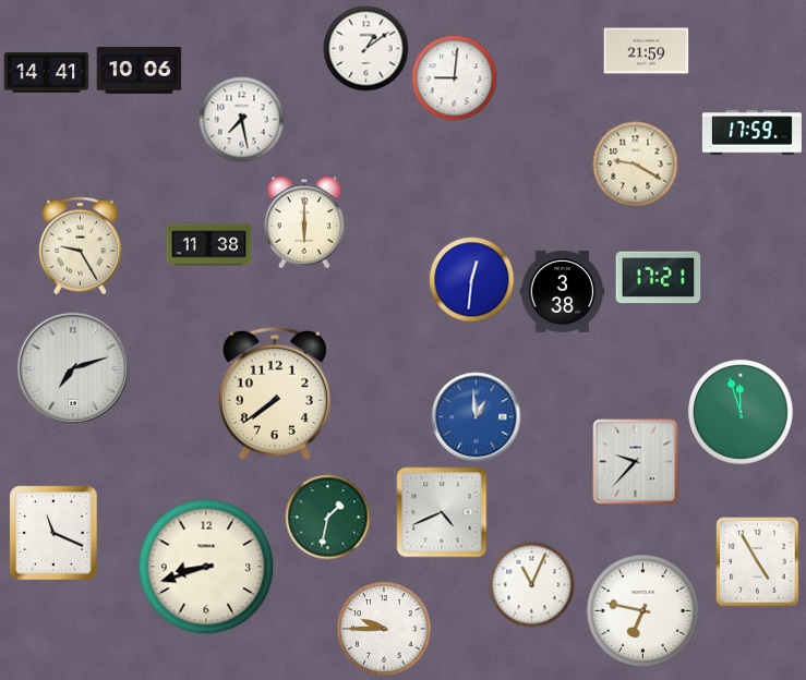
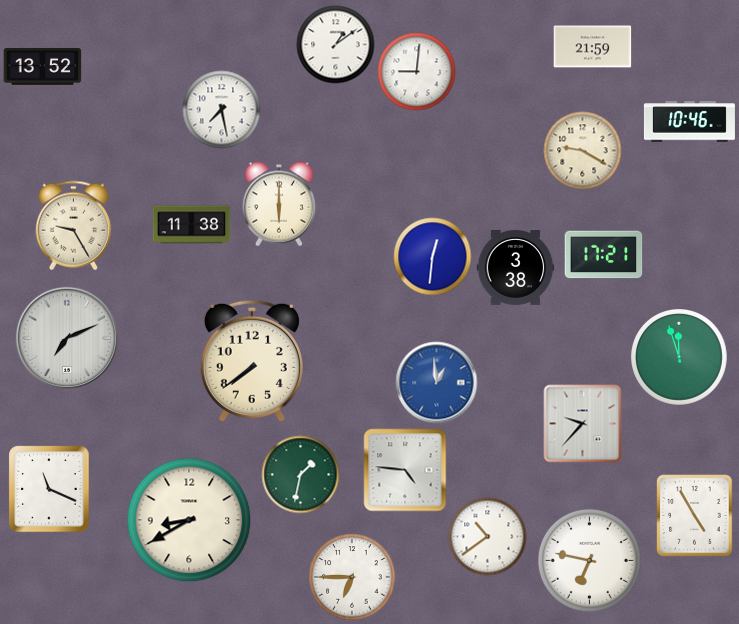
clock at (139, 71): 10:06 -> none
clock at (46, 73): 14:41 -> 13:52
clock at (751, 133): 17:59 -> 10:46
clock at (72, 367): 7:12 -> 7:11
clock at (741, 412) position: (741, 412) -> (679, 357)
clock at (442, 512): 4:41 -> 4:46
clock at (206, 567): 8:42 -> 8:40
clock at (531, 584): 11:04 -> 10:39
clock at (384, 629): 9:45 -> 6:45
